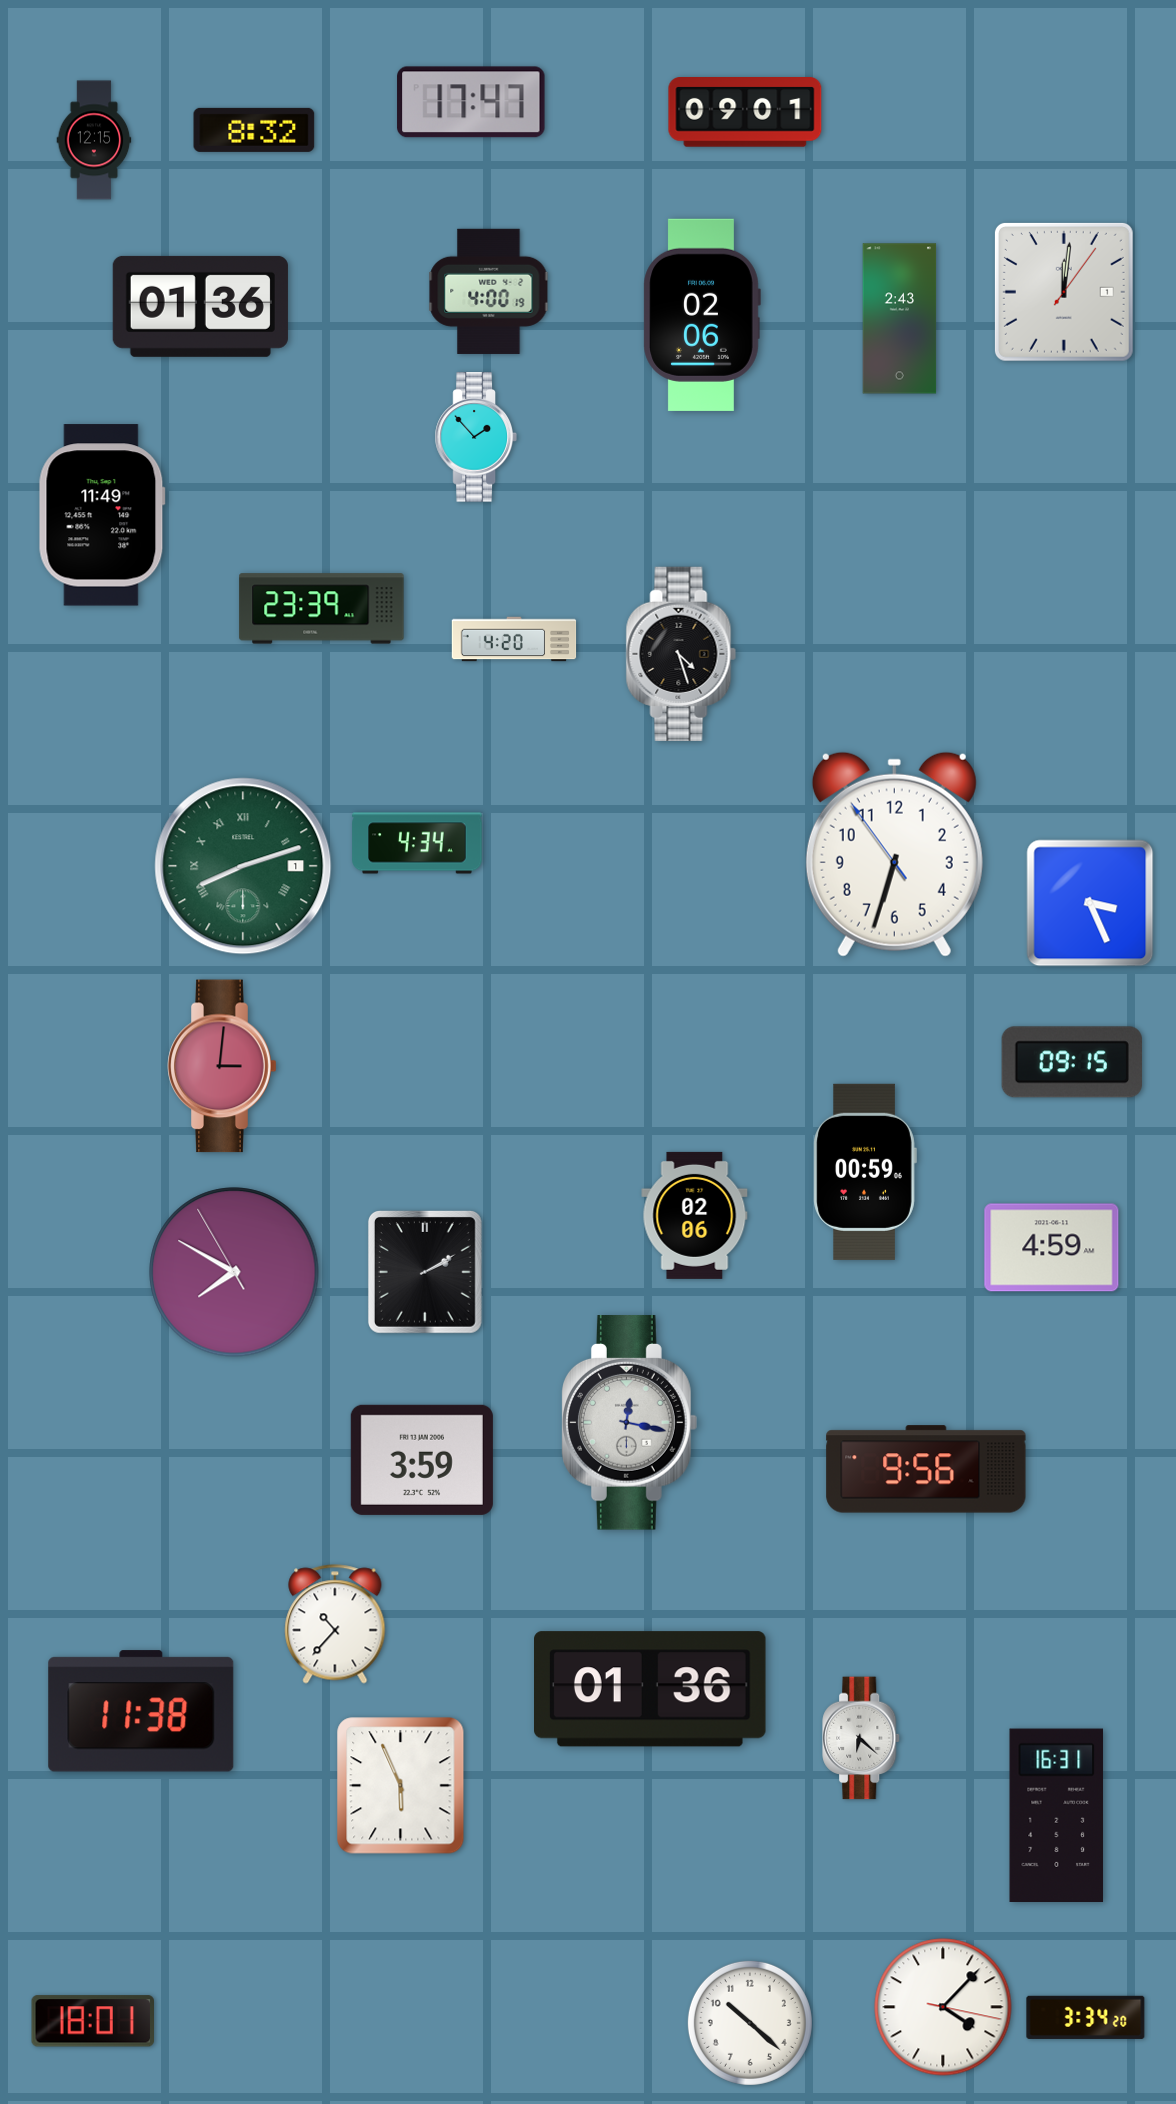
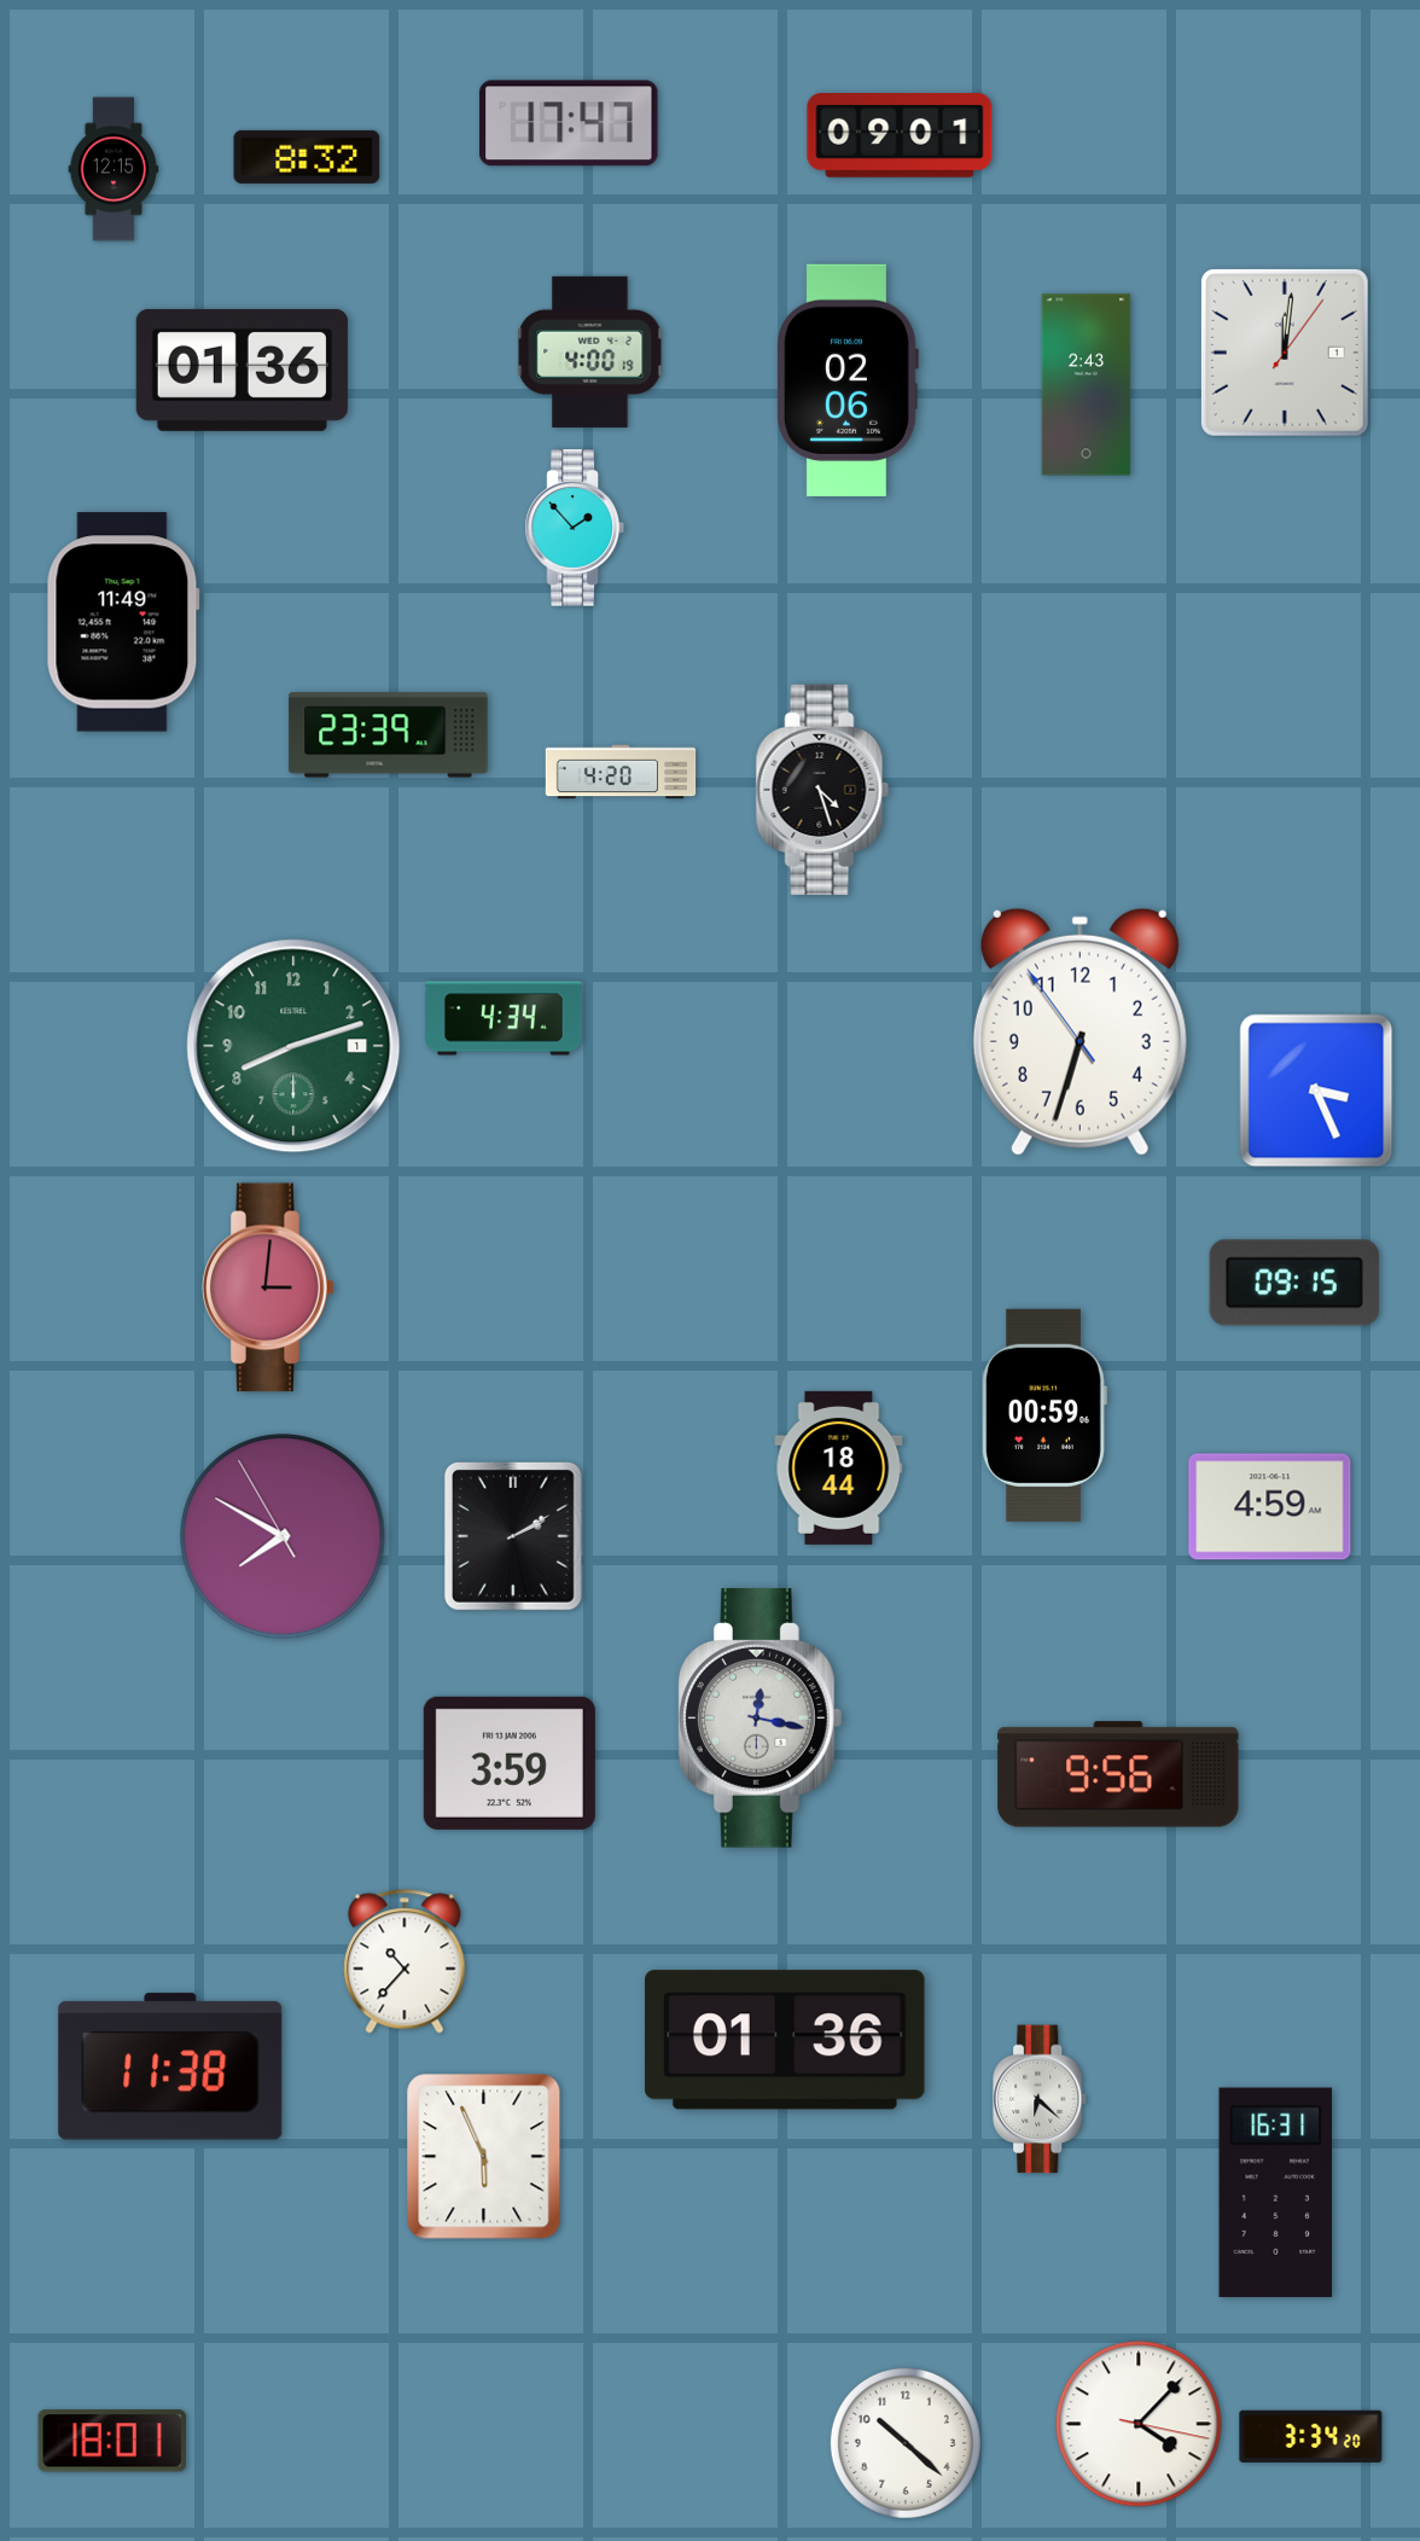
clock at (243, 866) numerals: Roman -> Arabic
clock at (695, 1215): 02:06 -> 18:44
